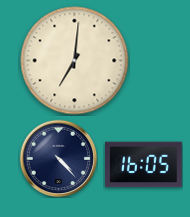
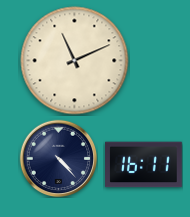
clock at (75, 61): 7:01 -> 11:11
clock at (144, 165): 16:05 -> 16:11
